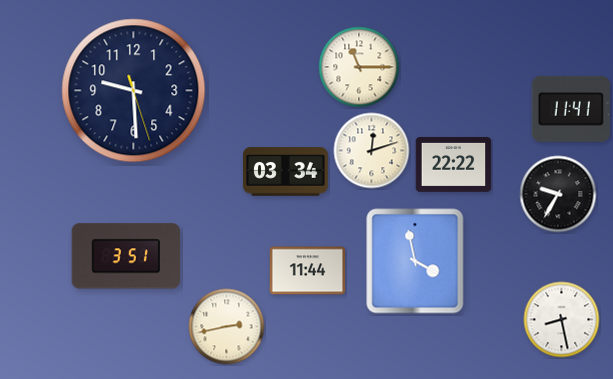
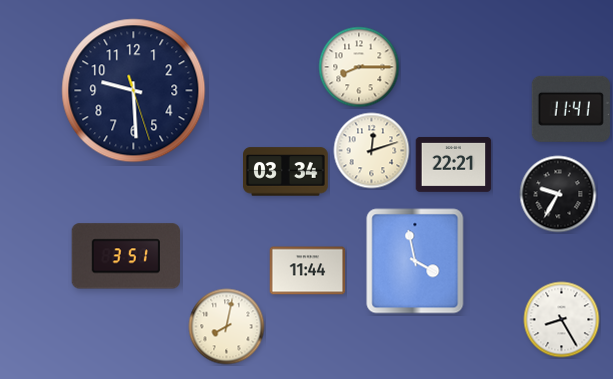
clock at (359, 67): 11:15 -> 8:15
clock at (454, 164): 22:22 -> 22:21
clock at (562, 320): 8:28 -> 8:25
clock at (227, 327): 2:43 -> 8:02
